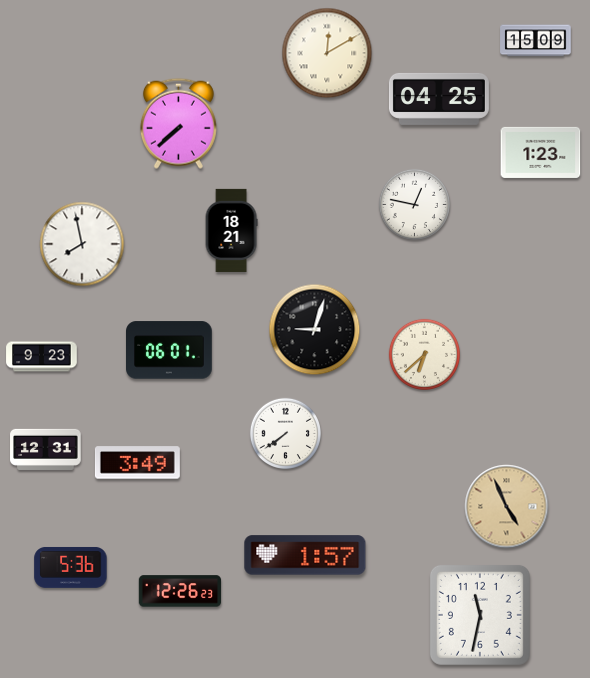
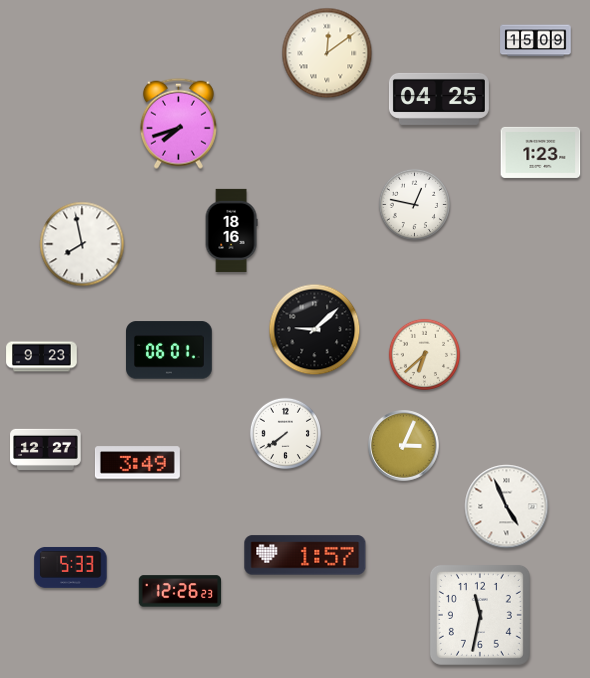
clock at (327, 53): 12:10 -> 12:09
clock at (178, 123): 7:38 -> 7:42
clock at (231, 230): 18:21 -> 18:16
clock at (315, 330): 9:03 -> 9:08
clock at (404, 446): none -> 3:04
clock at (46, 449): 12:31 -> 12:27
clock at (507, 507) dial: champagne -> white
clock at (71, 567): 5:36 -> 5:33
